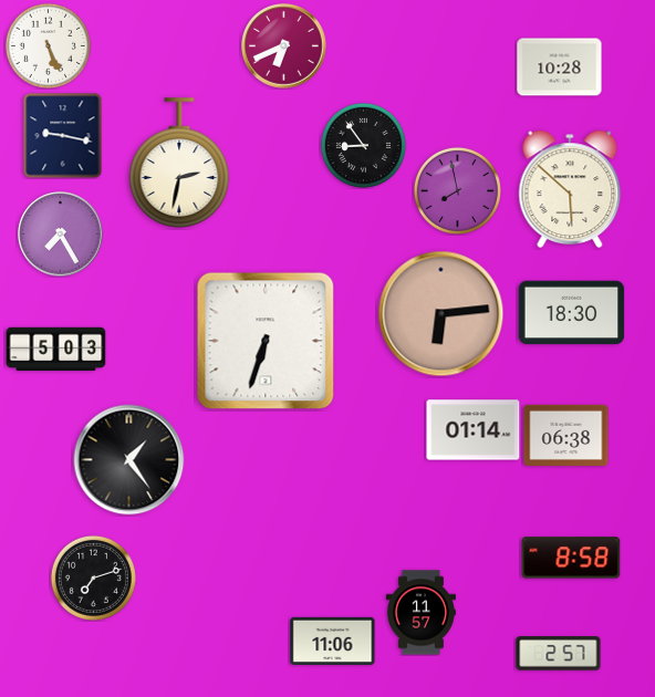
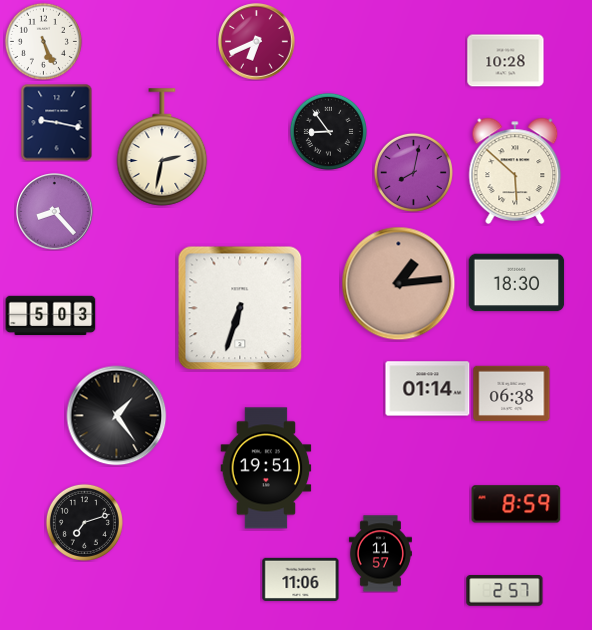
clock at (457, 190): 7:58 -> 8:02
clock at (61, 235): 7:25 -> 8:23
clock at (441, 314): 6:14 -> 1:14
clock at (266, 468): none -> 19:51
clock at (571, 558): 8:58 -> 8:59
